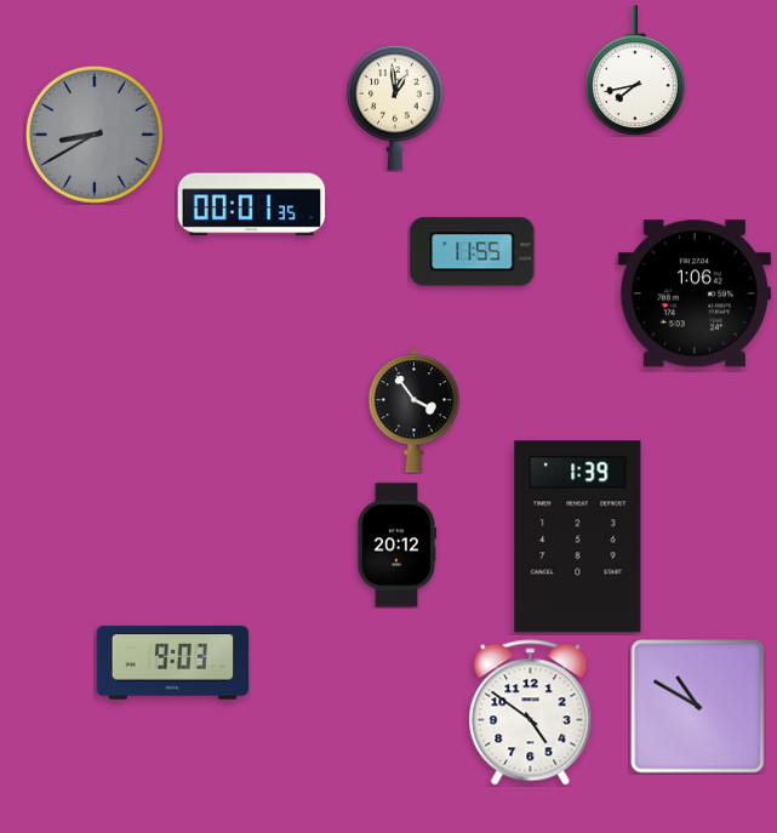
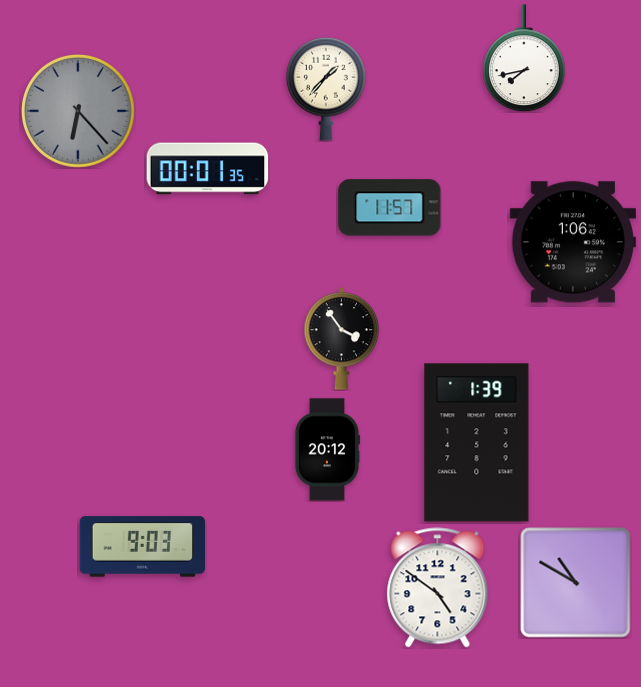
clock at (395, 108): 12:59 -> 1:37
clock at (95, 135): 8:40 -> 6:23
clock at (473, 252): 11:55 -> 11:57
